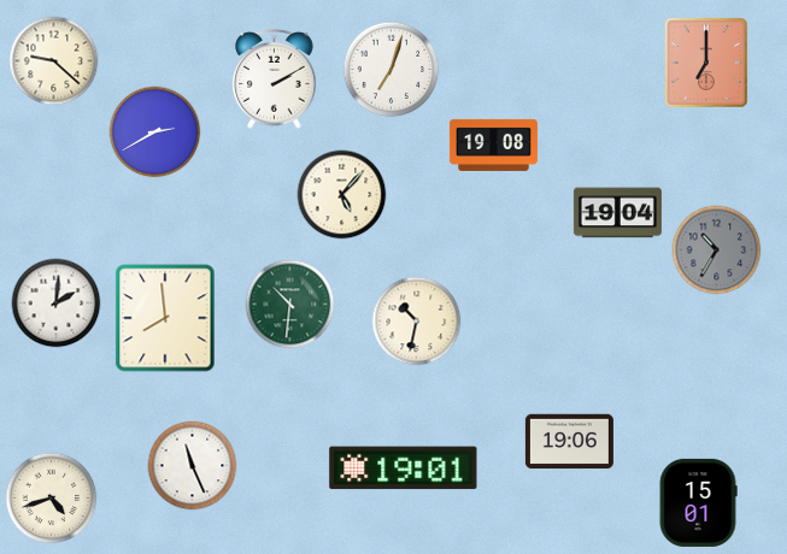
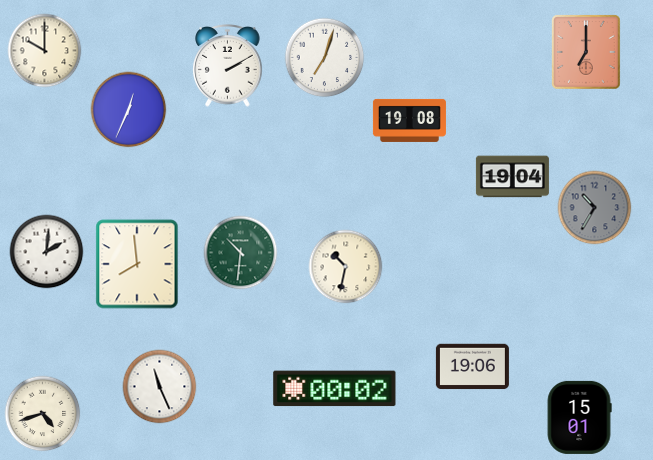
clock at (54, 61): 9:22 -> 10:00
clock at (155, 132): 2:40 -> 12:34
clock at (342, 195): 5:07 -> none
clock at (404, 468): 19:01 -> 00:02
